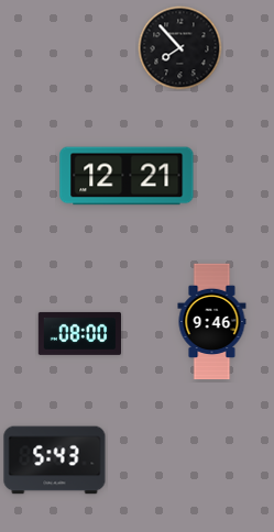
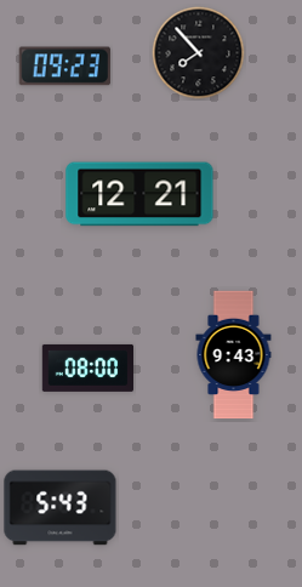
clock at (64, 67): none -> 09:23
clock at (212, 322): 9:46 -> 9:43
